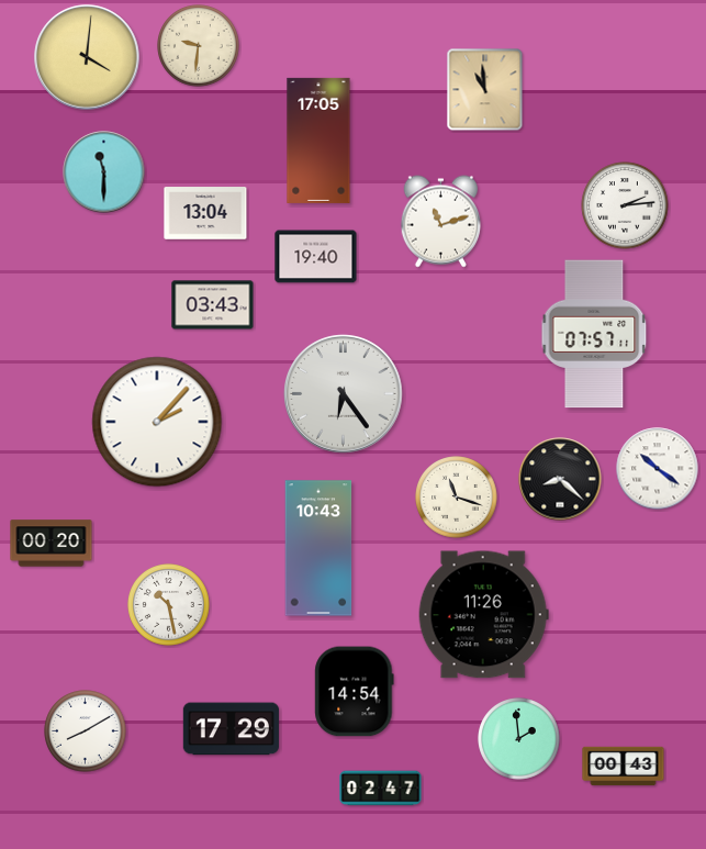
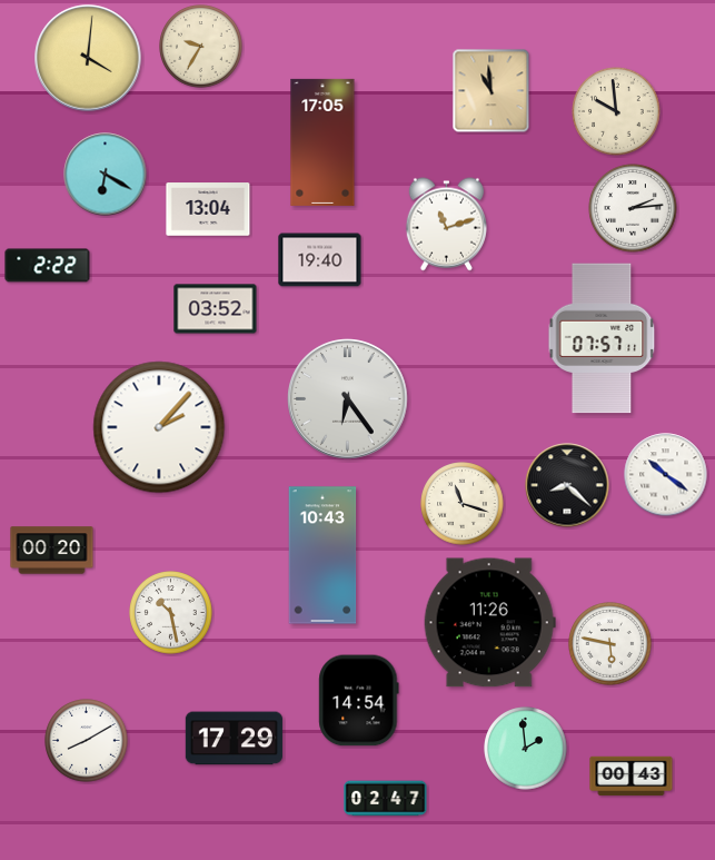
clock at (199, 46): 9:31 -> 9:35
clock at (616, 111): none -> 9:59
clock at (104, 172): 11:30 -> 6:20
clock at (205, 213) position: (205, 213) -> (208, 209)
clock at (48, 266): none -> 2:22
clock at (213, 305): 03:43 -> 03:52
clock at (610, 644): none -> 5:47
